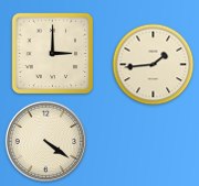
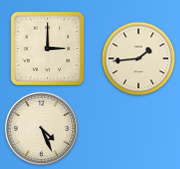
clock at (45, 141): 4:21 -> 4:26
